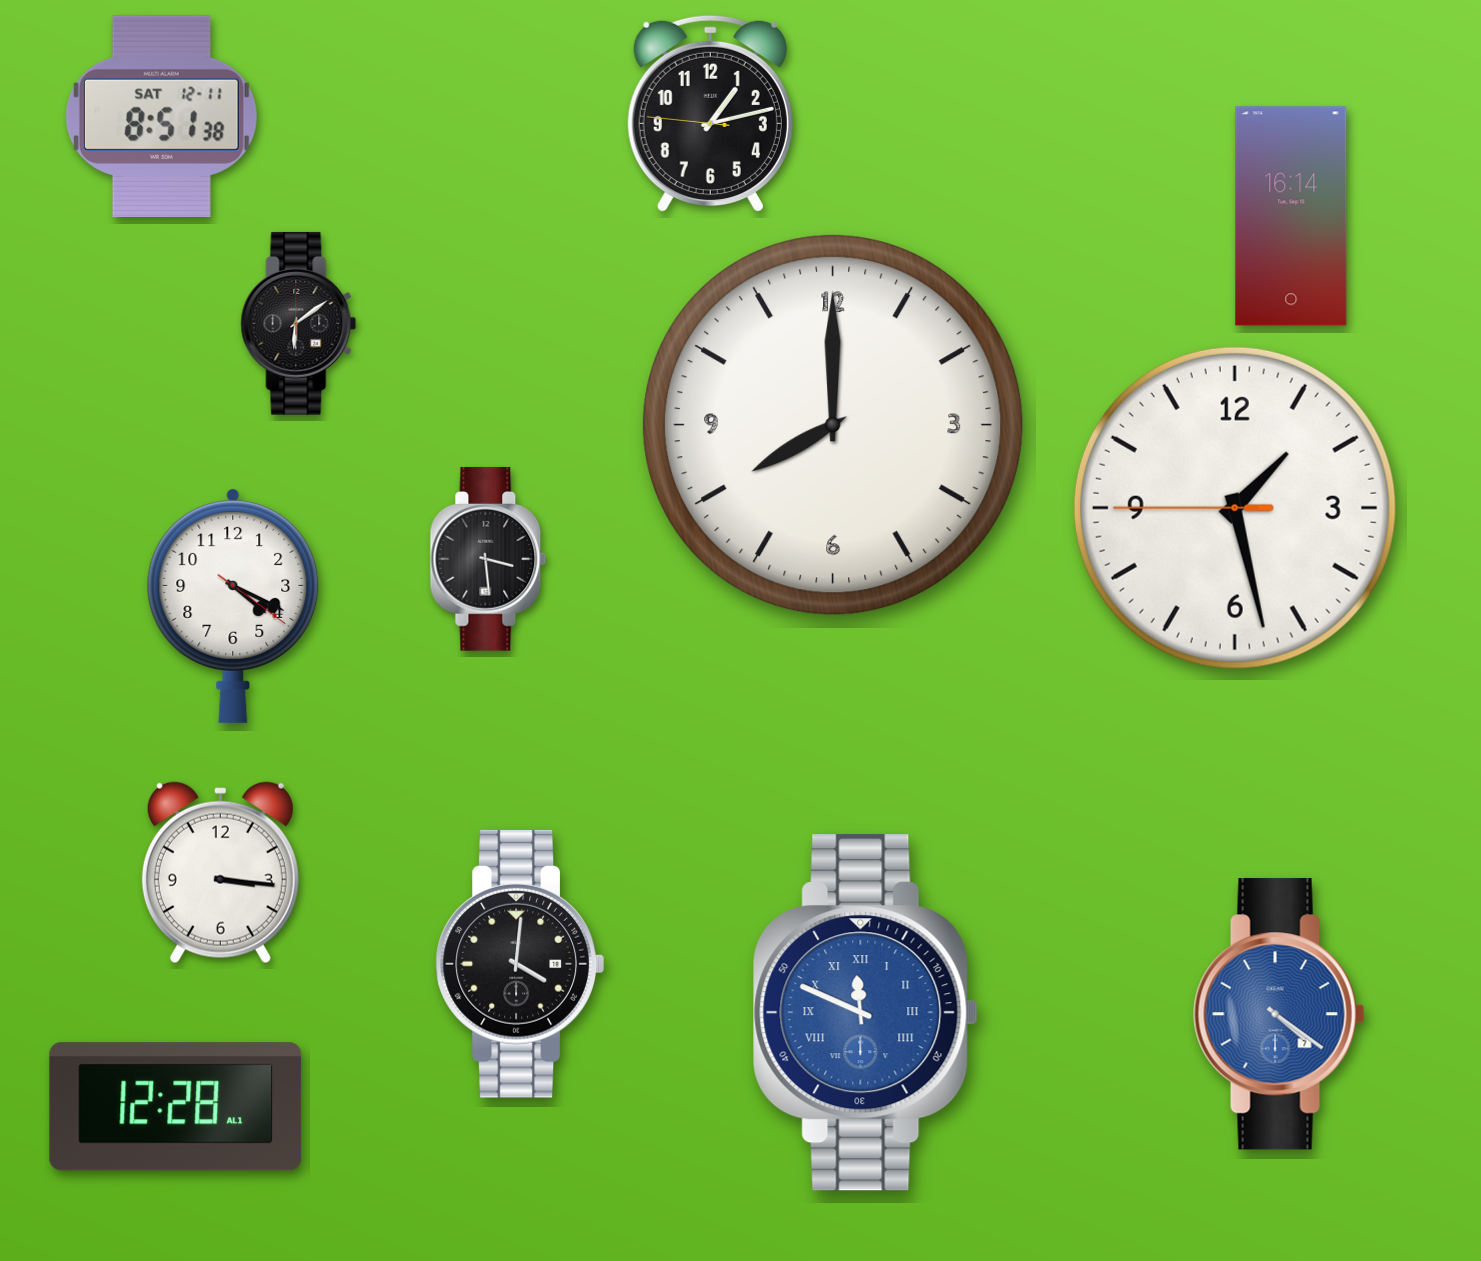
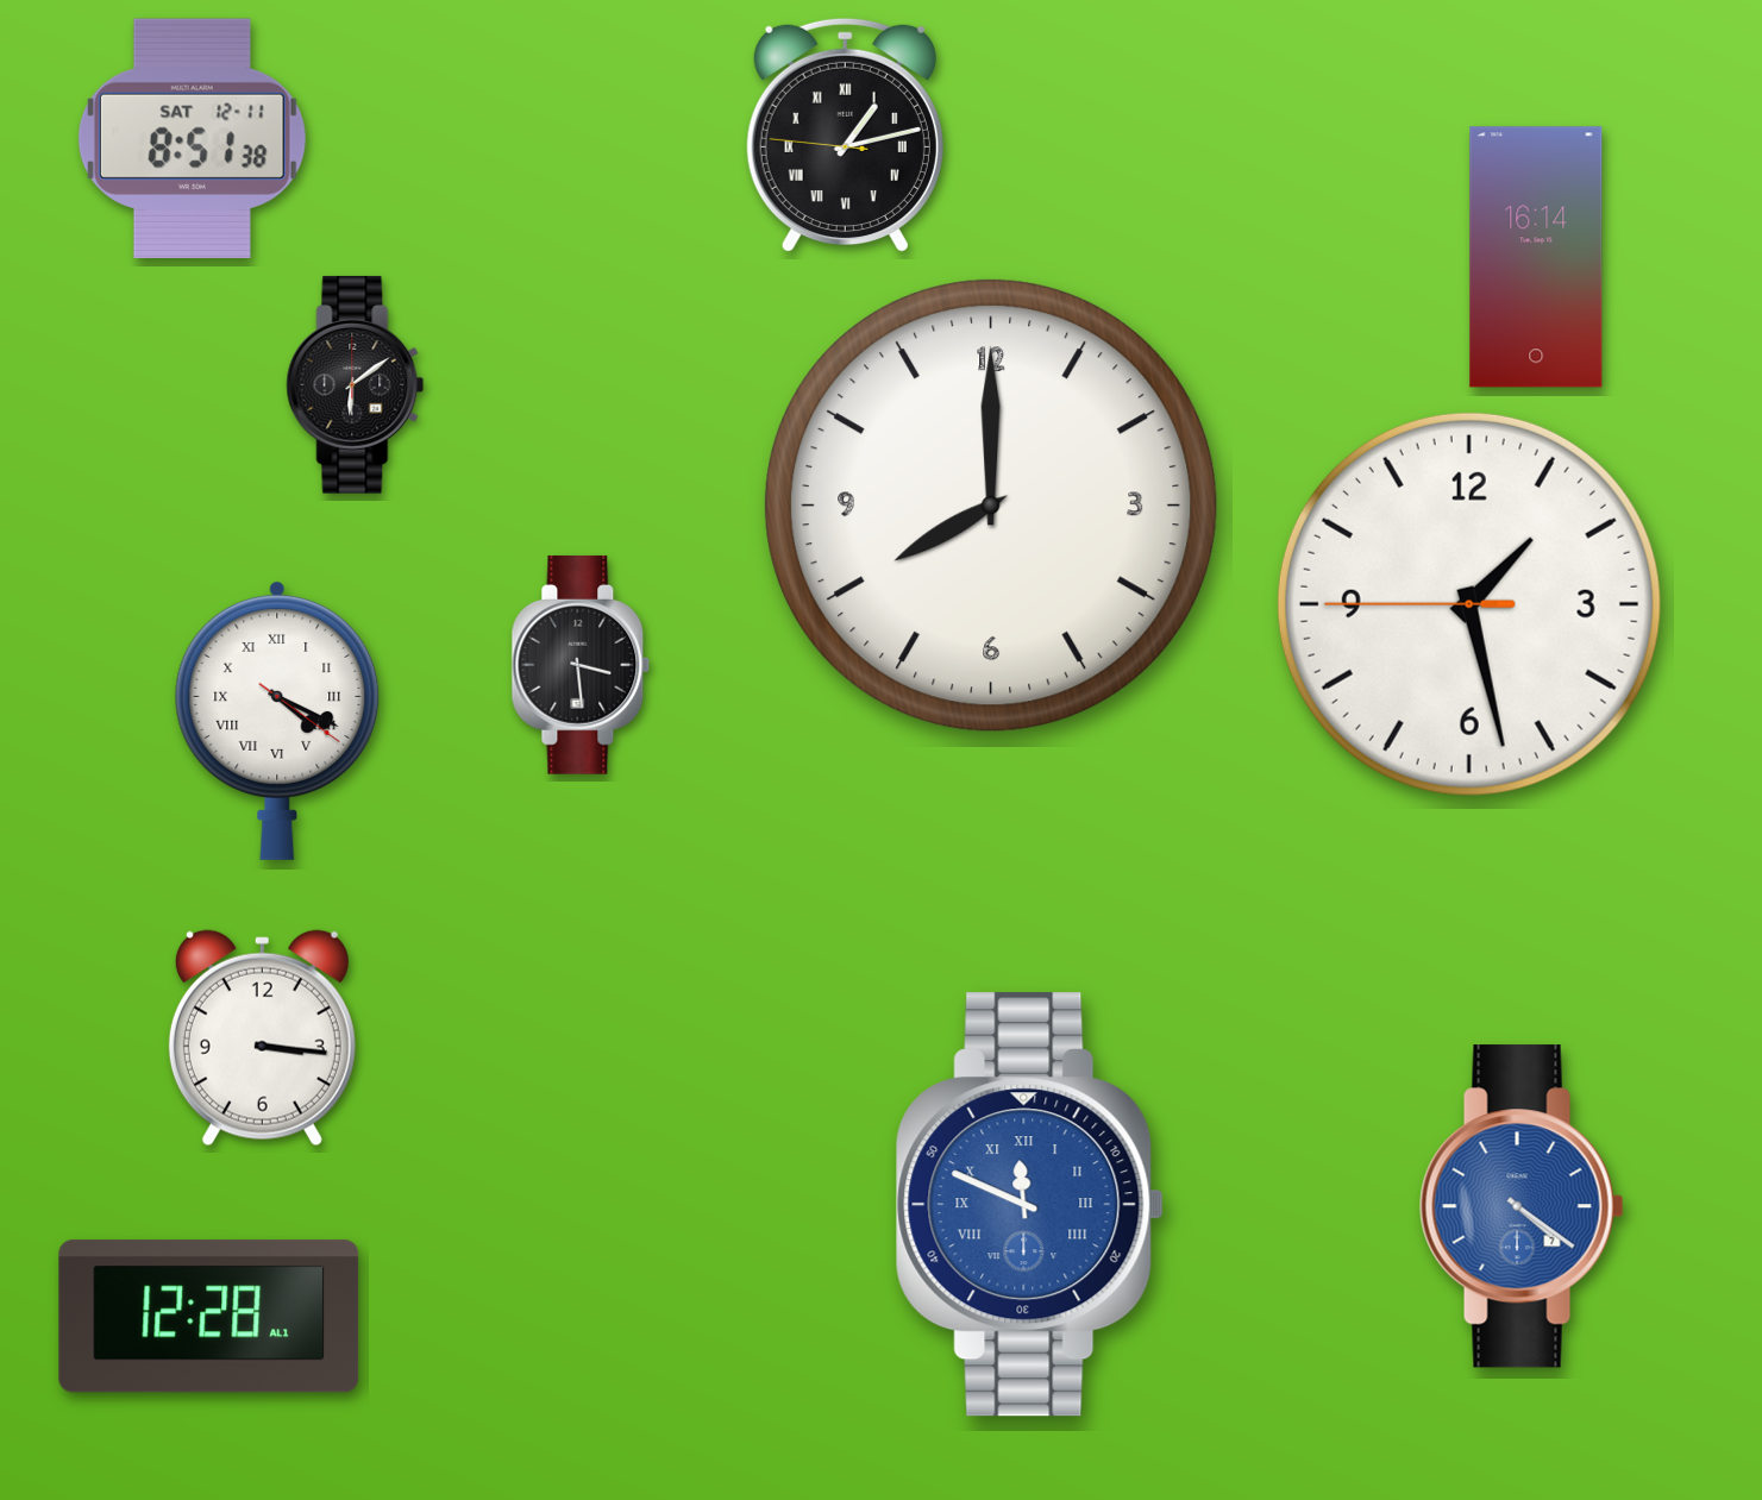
clock at (710, 114) numerals: Arabic -> Roman
clock at (233, 605) numerals: Arabic -> Roman
clock at (520, 964): 4:01 -> none
